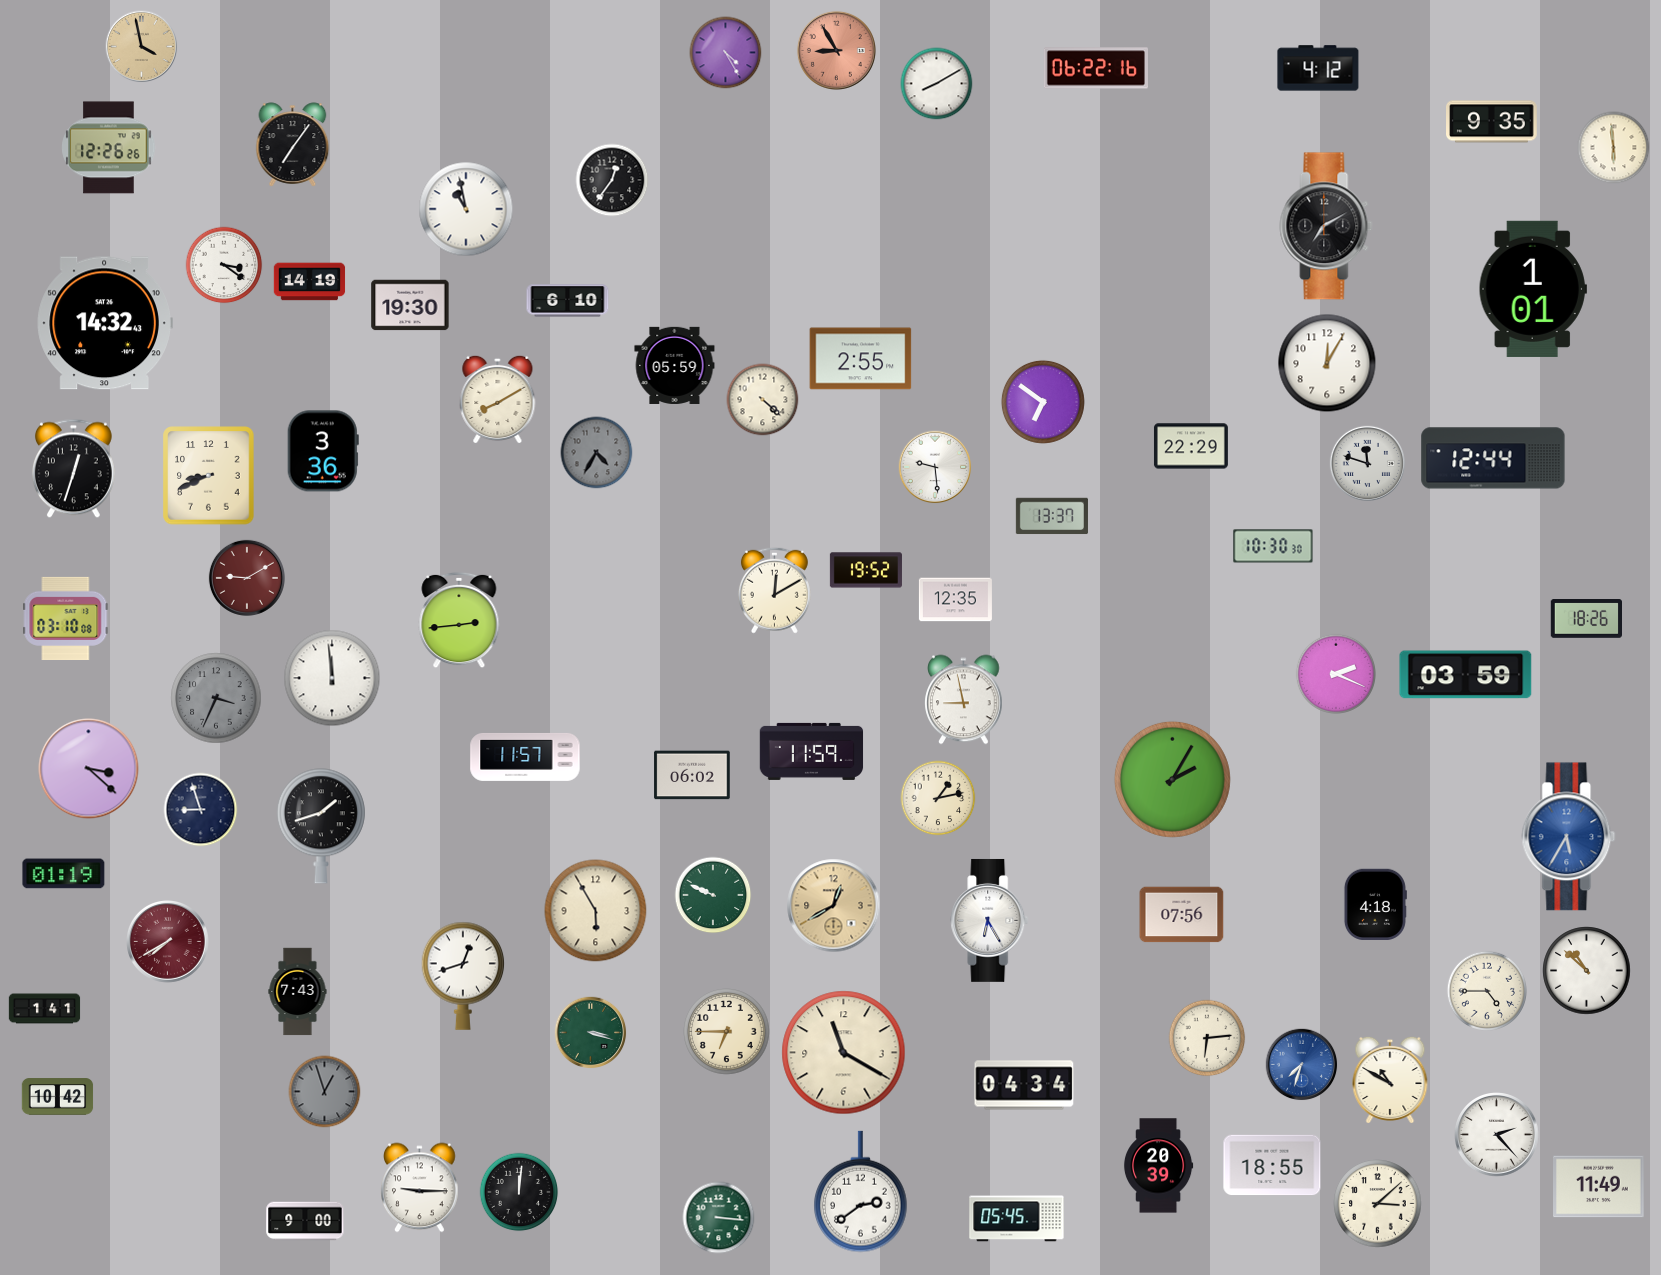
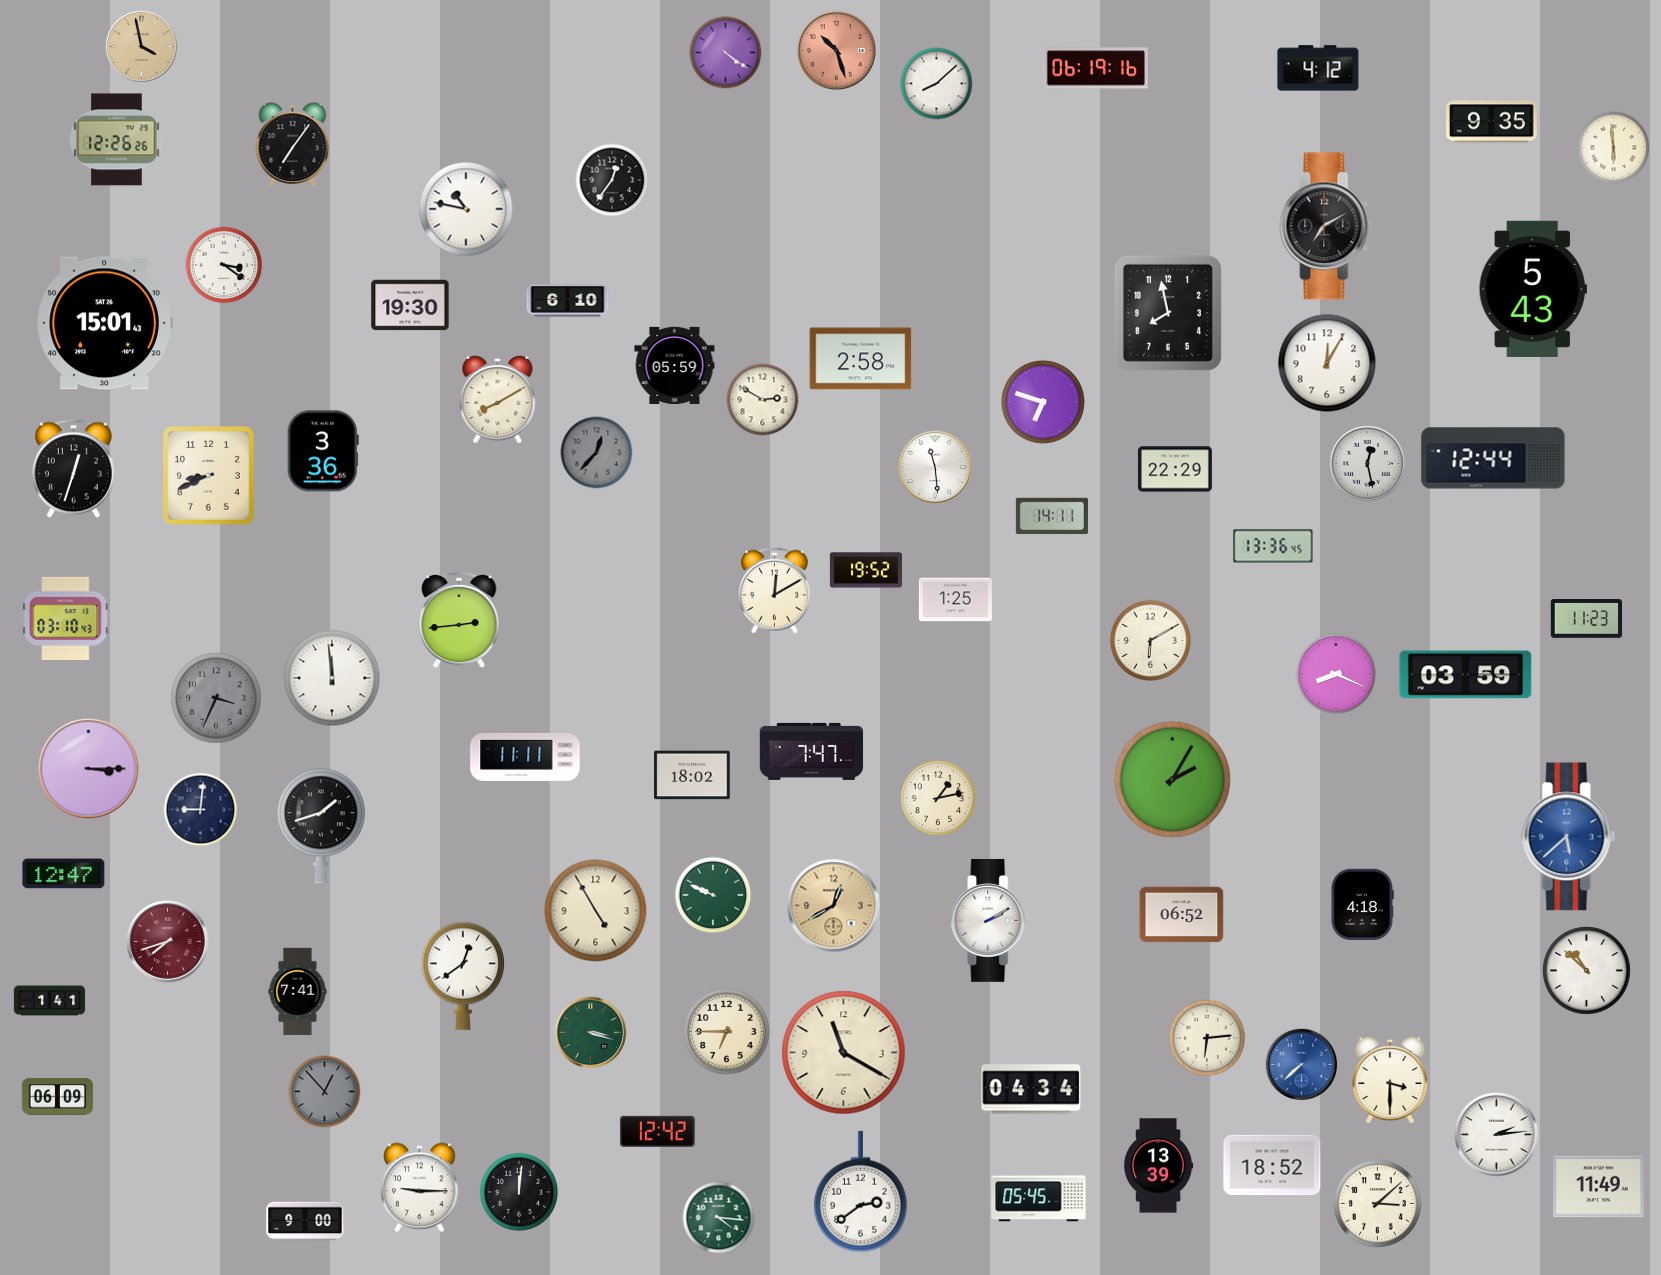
clock at (836, 50): 8:55 -> 10:27
clock at (726, 53): 4:25 -> 4:21
clock at (1095, 68): 06:22 -> 06:19
clock at (937, 84): 8:10 -> 8:08
clock at (109, 148) position: (109, 148) -> (117, 140)
clock at (466, 209): 10:58 -> 10:47
clock at (310, 282): 14:19 -> none
clock at (1533, 289): 1:01 -> 5:43
clock at (1168, 313): none -> 7:58
clock at (105, 323): 14:32 -> 15:01
clock at (861, 359): 2:55 -> 2:58
clock at (763, 400): 4:22 -> 2:50
clock at (1043, 402): 6:51 -> 6:48
clock at (1191, 446) position: (1191, 446) -> (1175, 469)
clock at (597, 453): 4:35 -> 12:37
clock at (1367, 463): 11:48 -> 12:28
clock at (935, 467): 9:29 -> 11:29
clock at (1052, 516): 13:37 -> 14:11
clock at (1273, 546): 10:30 -> 13:36
clock at (247, 578): 9:10 -> none
clock at (955, 600): 12:35 -> 1:25
clock at (66, 618): 03:10:08 -> 03:10:43
clock at (1587, 619): 18:26 -> 11:23
clock at (1150, 640): none -> 6:10
clock at (1335, 673): 2:19 -> 8:19
clock at (964, 700): 8:58 -> none
clock at (812, 751): 11:59 -> 7:47
clock at (525, 757): 11:57 -> 11:11
clock at (89, 769): 3:22 -> 3:15
clock at (692, 775): 06:02 -> 18:02
clock at (201, 810): 8:57 -> 9:01
clock at (1569, 837): 5:35 -> 5:38
clock at (64, 874): 01:19 -> 12:47
clock at (1375, 904) position: (1375, 904) -> (1362, 904)
clock at (596, 911): 5:55 -> 4:55
clock at (1182, 915): 07:56 -> 06:52
clock at (990, 920): 6:25 -> 2:10
clock at (168, 942): 7:40 -> 7:42
clock at (463, 976): 12:42 -> 12:39
clock at (1486, 990): 4:45 -> none
clock at (298, 992): 7:43 -> 7:41
clock at (45, 1009) position: (45, 1009) -> (50, 1001)
clock at (1302, 1065): 7:33 -> 7:38
clock at (1390, 1079): 10:50 -> 3:30
clock at (1024, 1085) position: (1024, 1085) -> (1031, 1089)
clock at (325, 1092): 12:57 -> 12:53
clock at (58, 1097): 10:42 -> 06:09
clock at (658, 1131): none -> 12:42
clock at (1497, 1135): 2:23 -> 2:14
clock at (1272, 1165): 18:55 -> 18:52
clock at (1158, 1166): 20:39 -> 13:39
clock at (719, 1218): 3:16 -> 4:16
clock at (1017, 1219) position: (1017, 1219) -> (1039, 1199)
